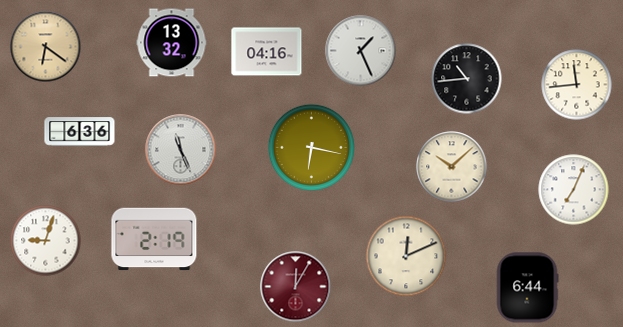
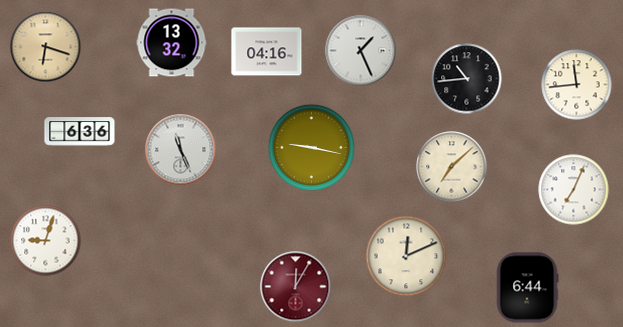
clock at (46, 47): 6:21 -> 6:18
clock at (312, 148): 6:17 -> 9:17
clock at (452, 167): 10:08 -> 7:08
clock at (154, 239): 2:19 -> none
